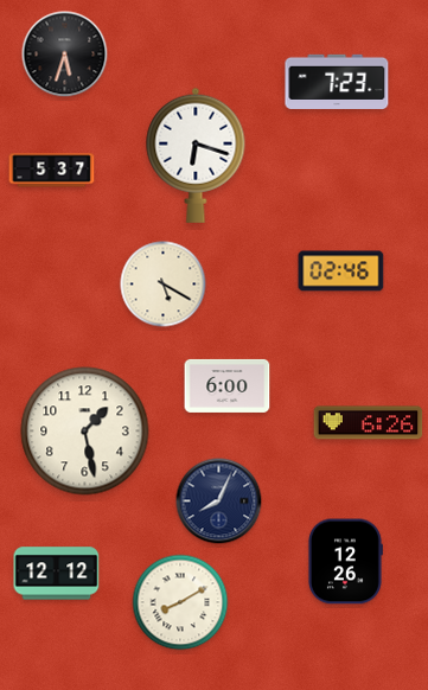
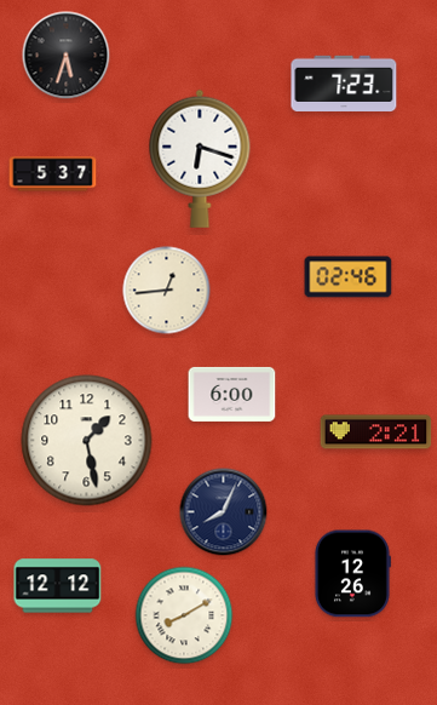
clock at (164, 285): 5:20 -> 12:44
clock at (369, 423): 6:26 -> 2:21
